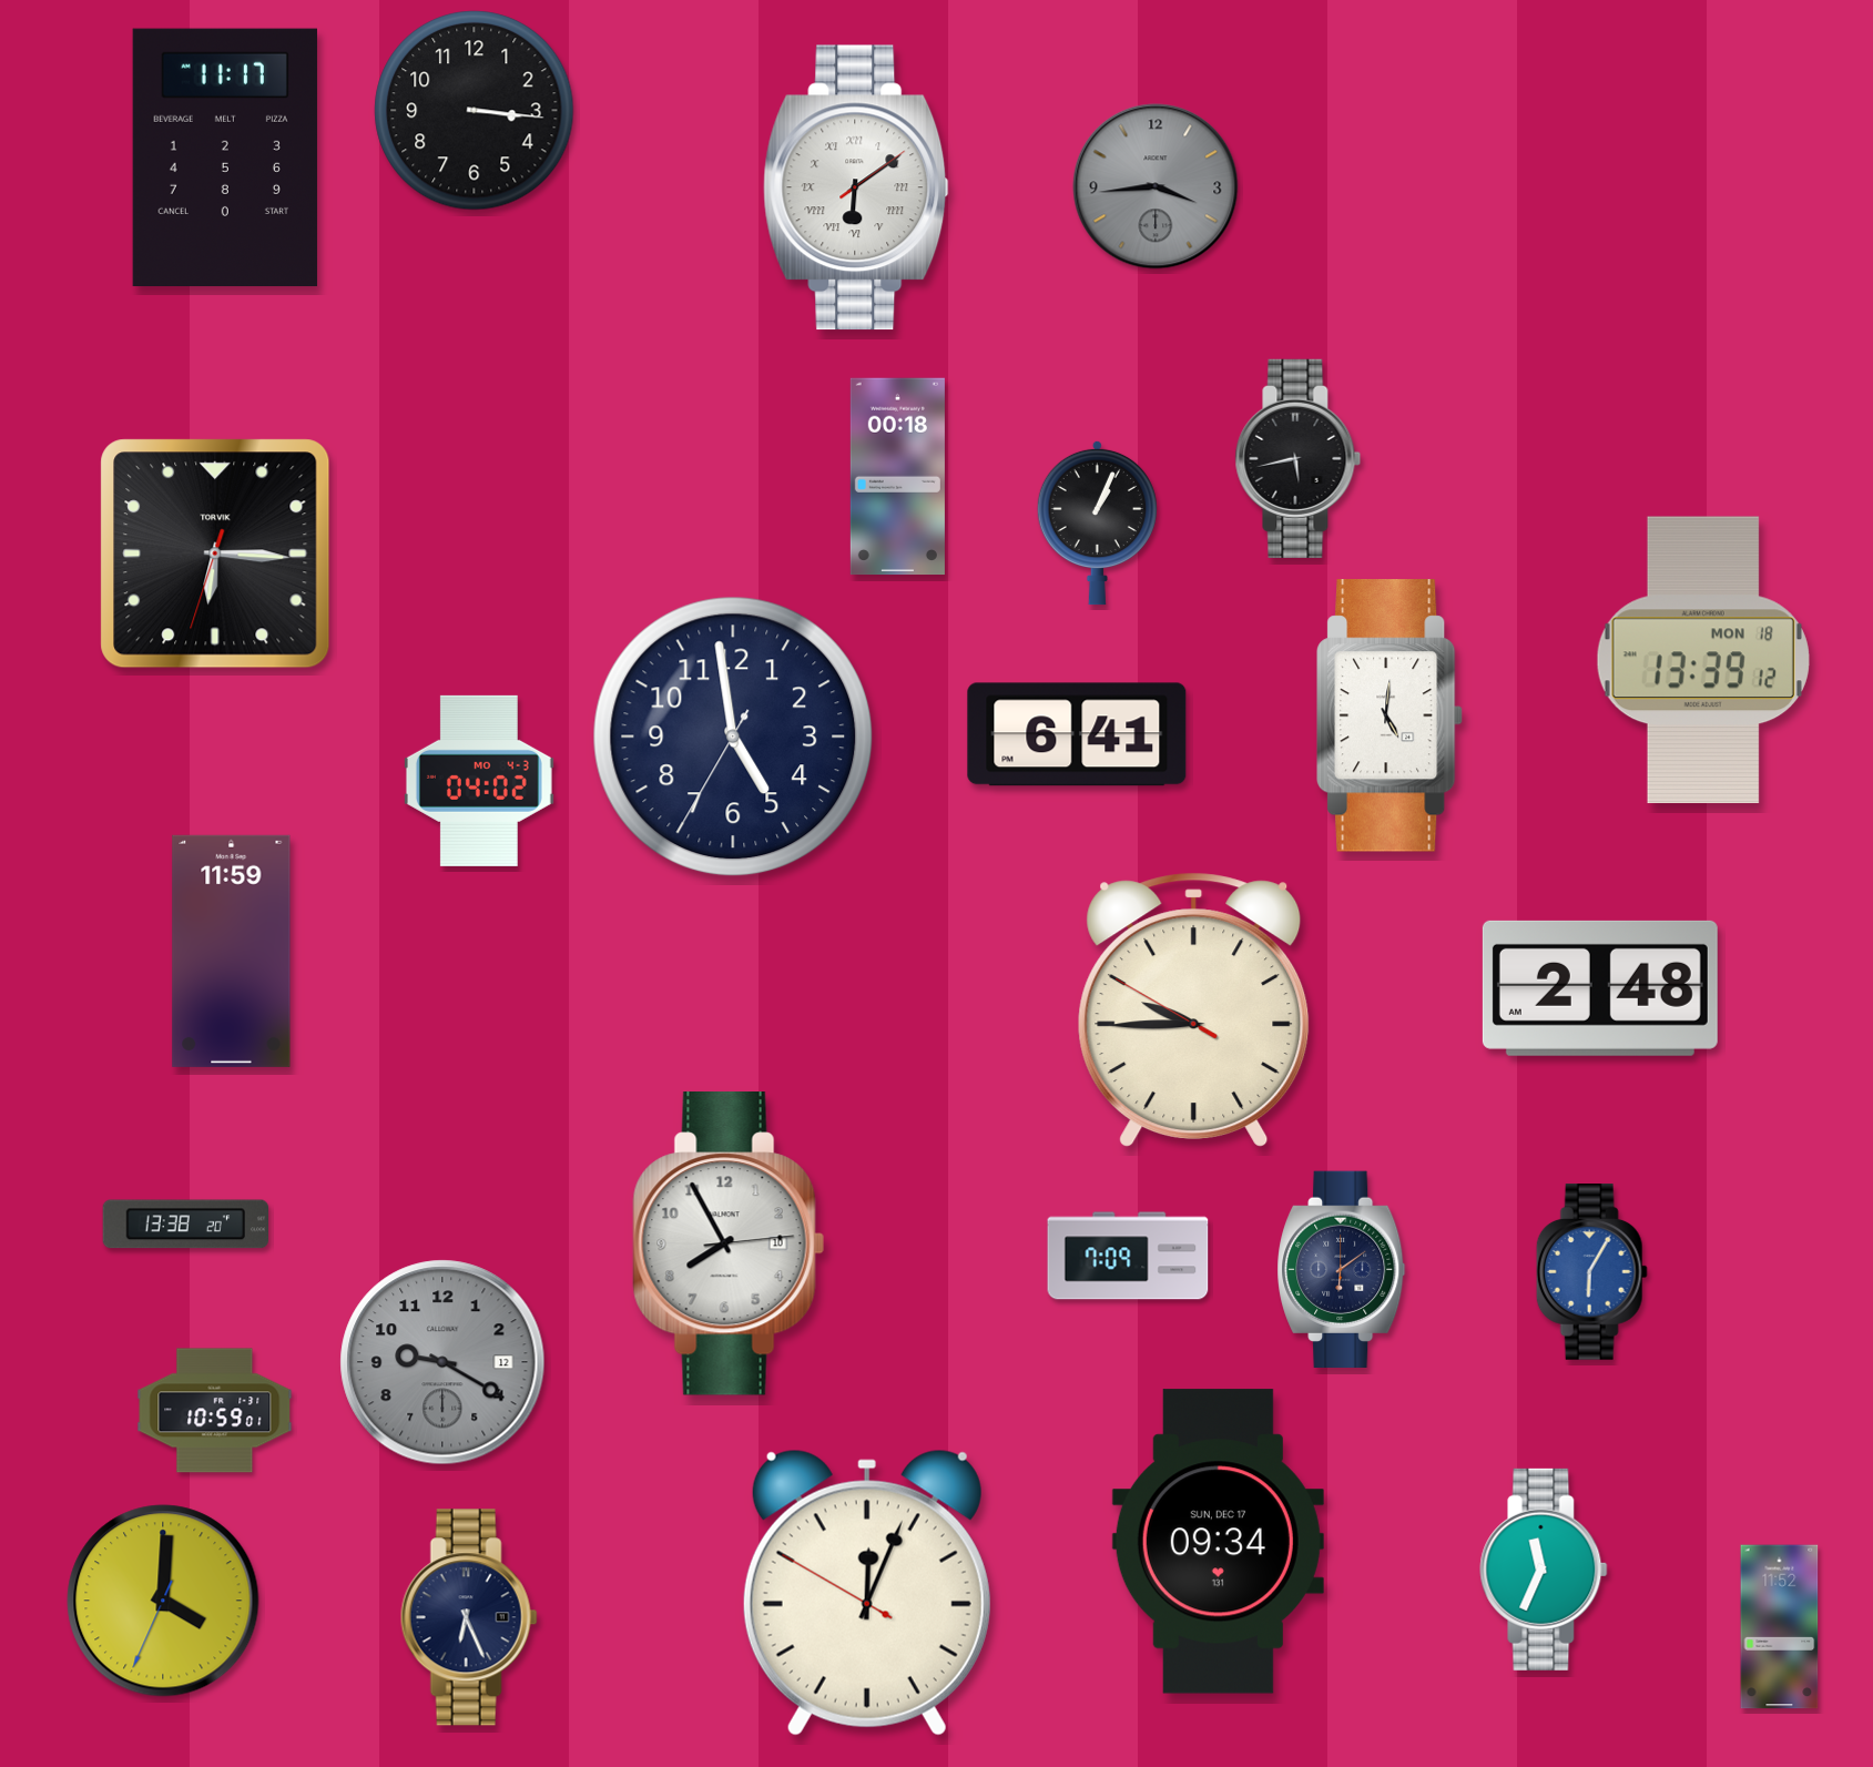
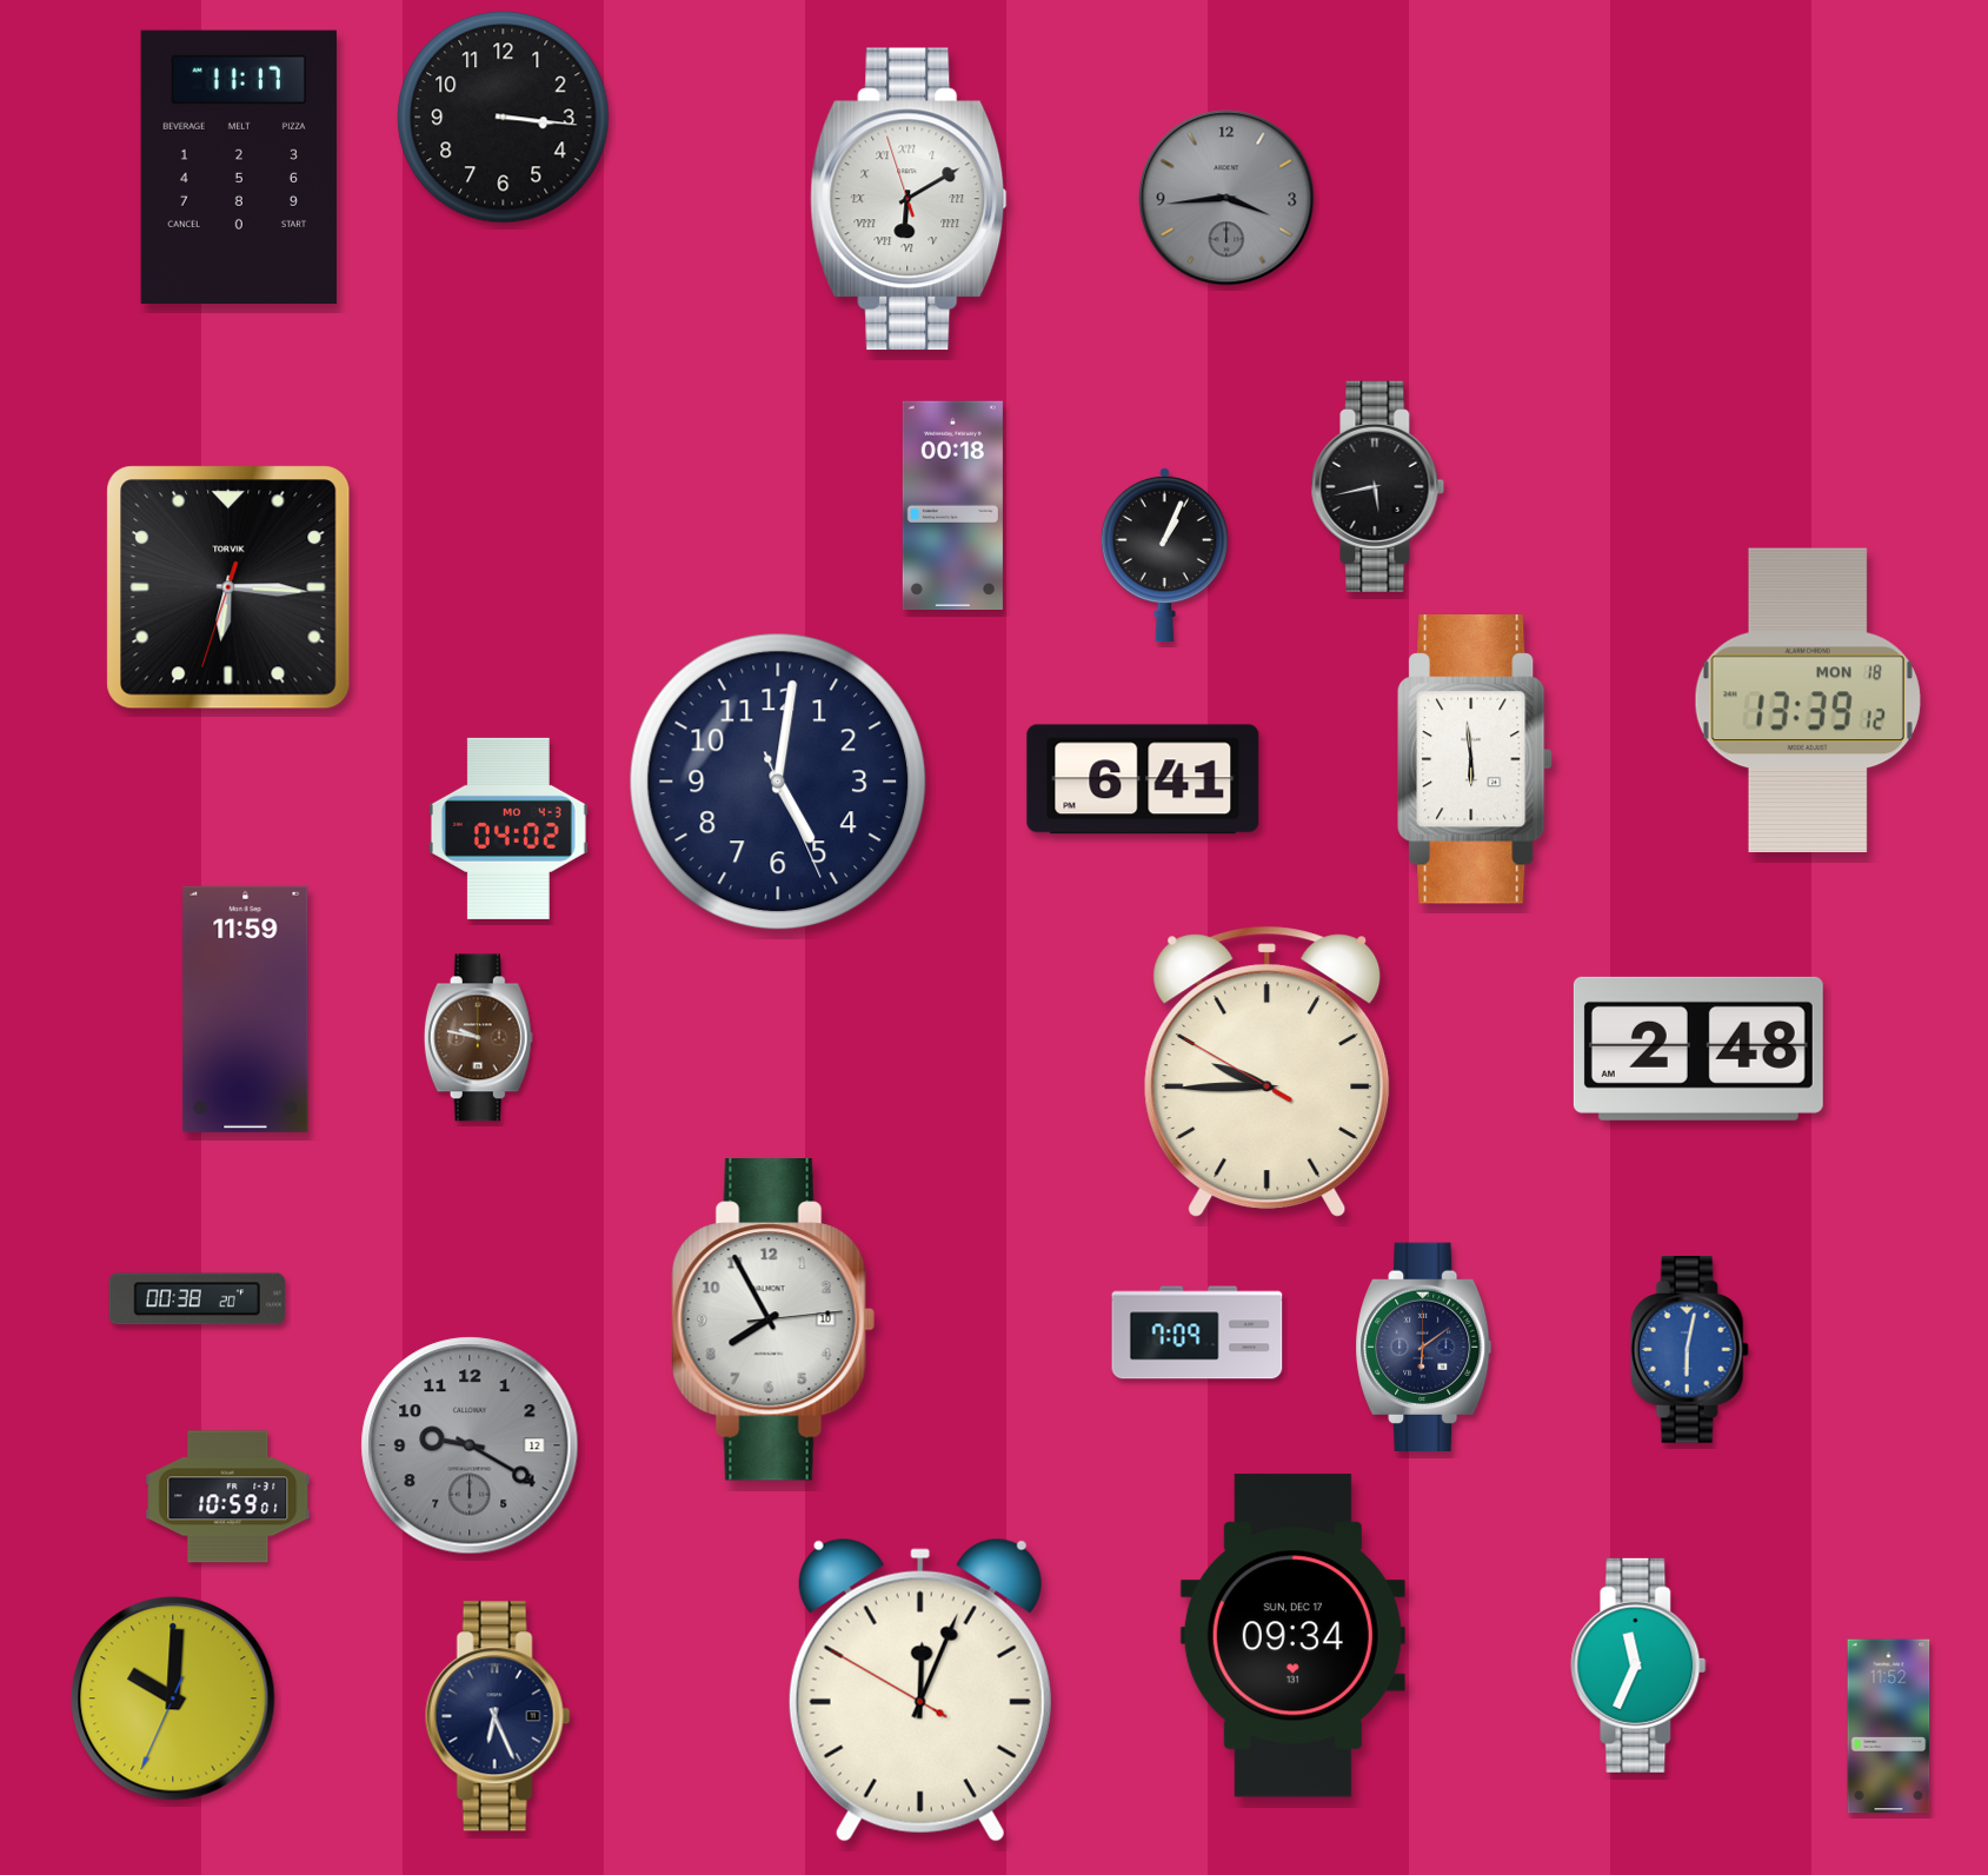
clock at (856, 187): 6:09:09 -> 6:09:57
clock at (1390, 715): 5:01 -> 5:59
clock at (733, 737): 4:58 -> 5:01
clock at (478, 1038): none -> 9:47
clock at (185, 1225): 13:38 -> 00:38
clock at (1591, 1272): 6:05 -> 6:02
clock at (163, 1601): 4:00 -> 10:00
